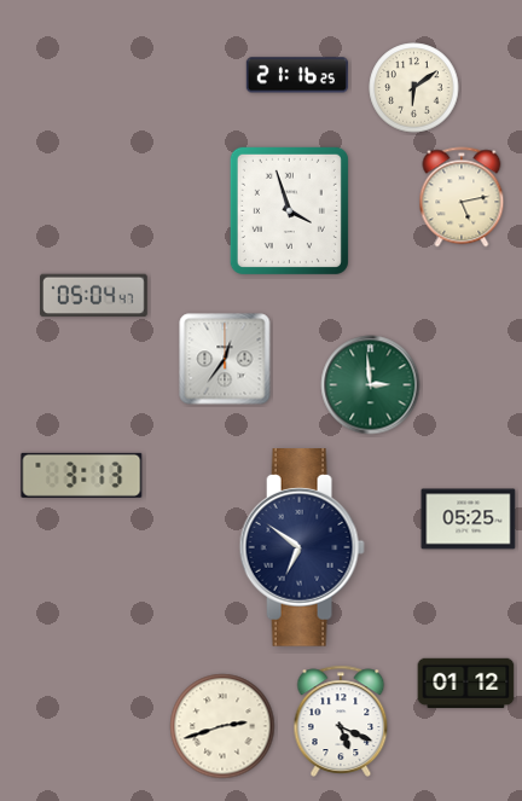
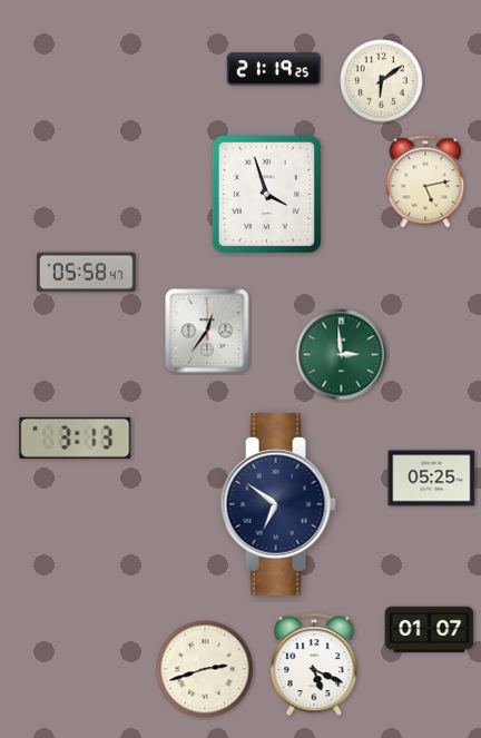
clock at (297, 75): 21:16 -> 21:19
clock at (94, 296): 05:04 -> 05:58
clock at (466, 684): 01:12 -> 01:07
